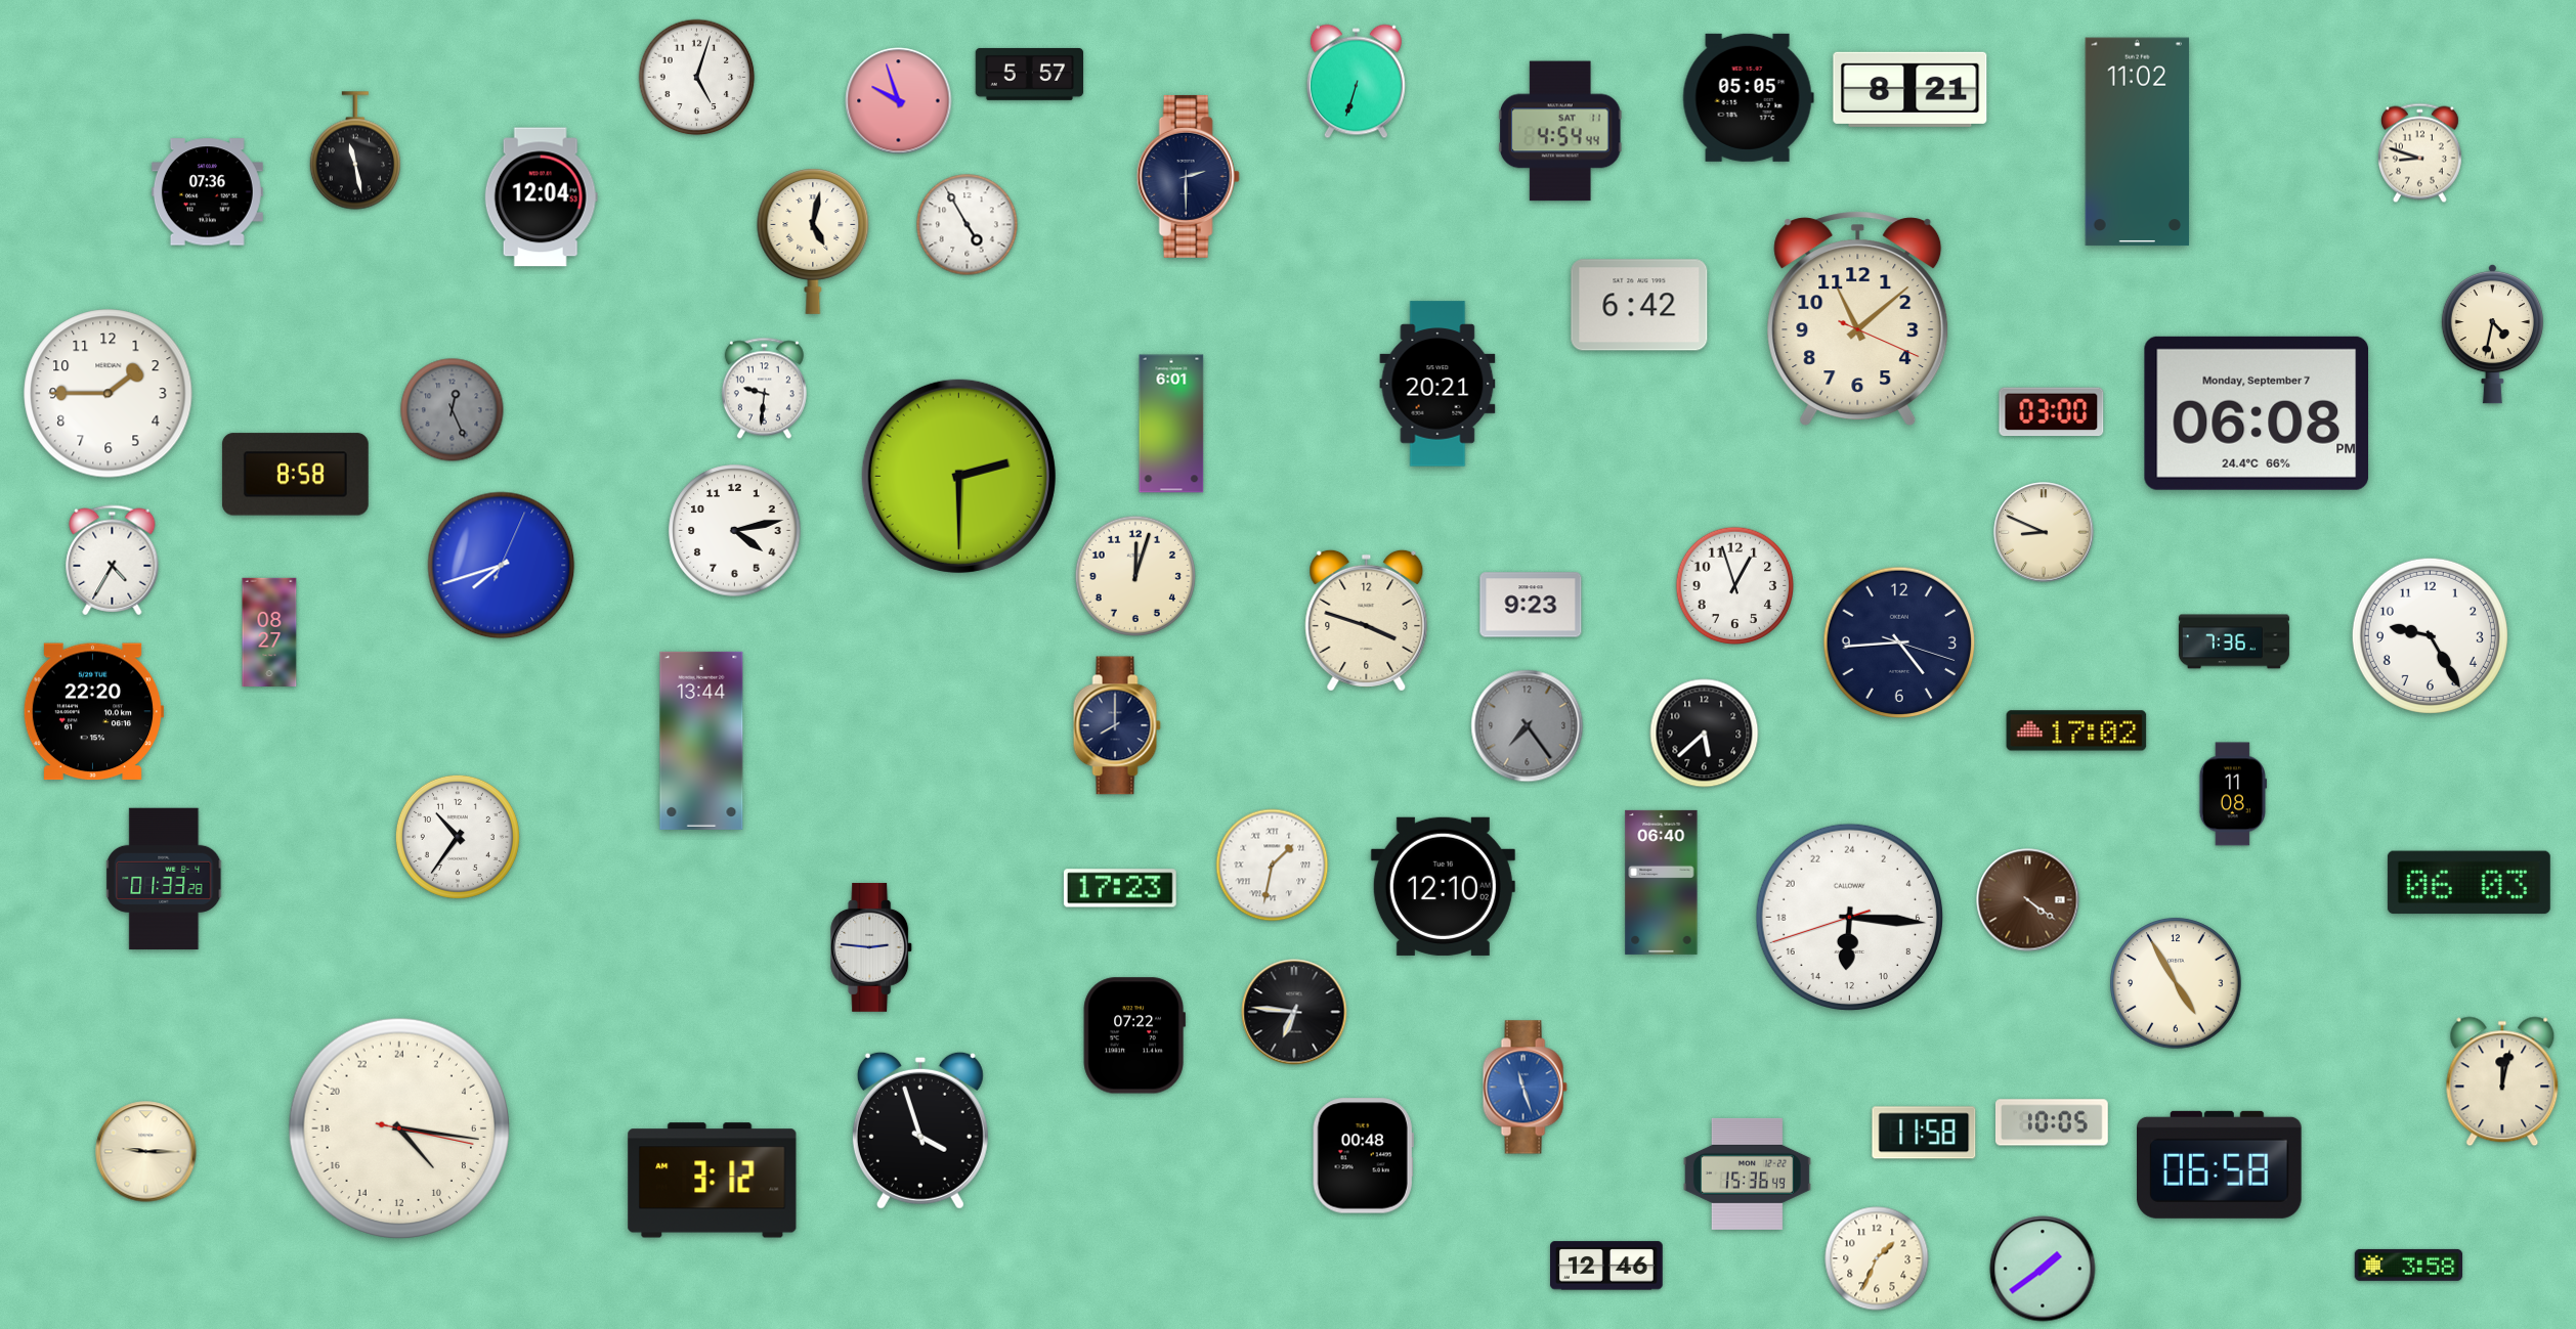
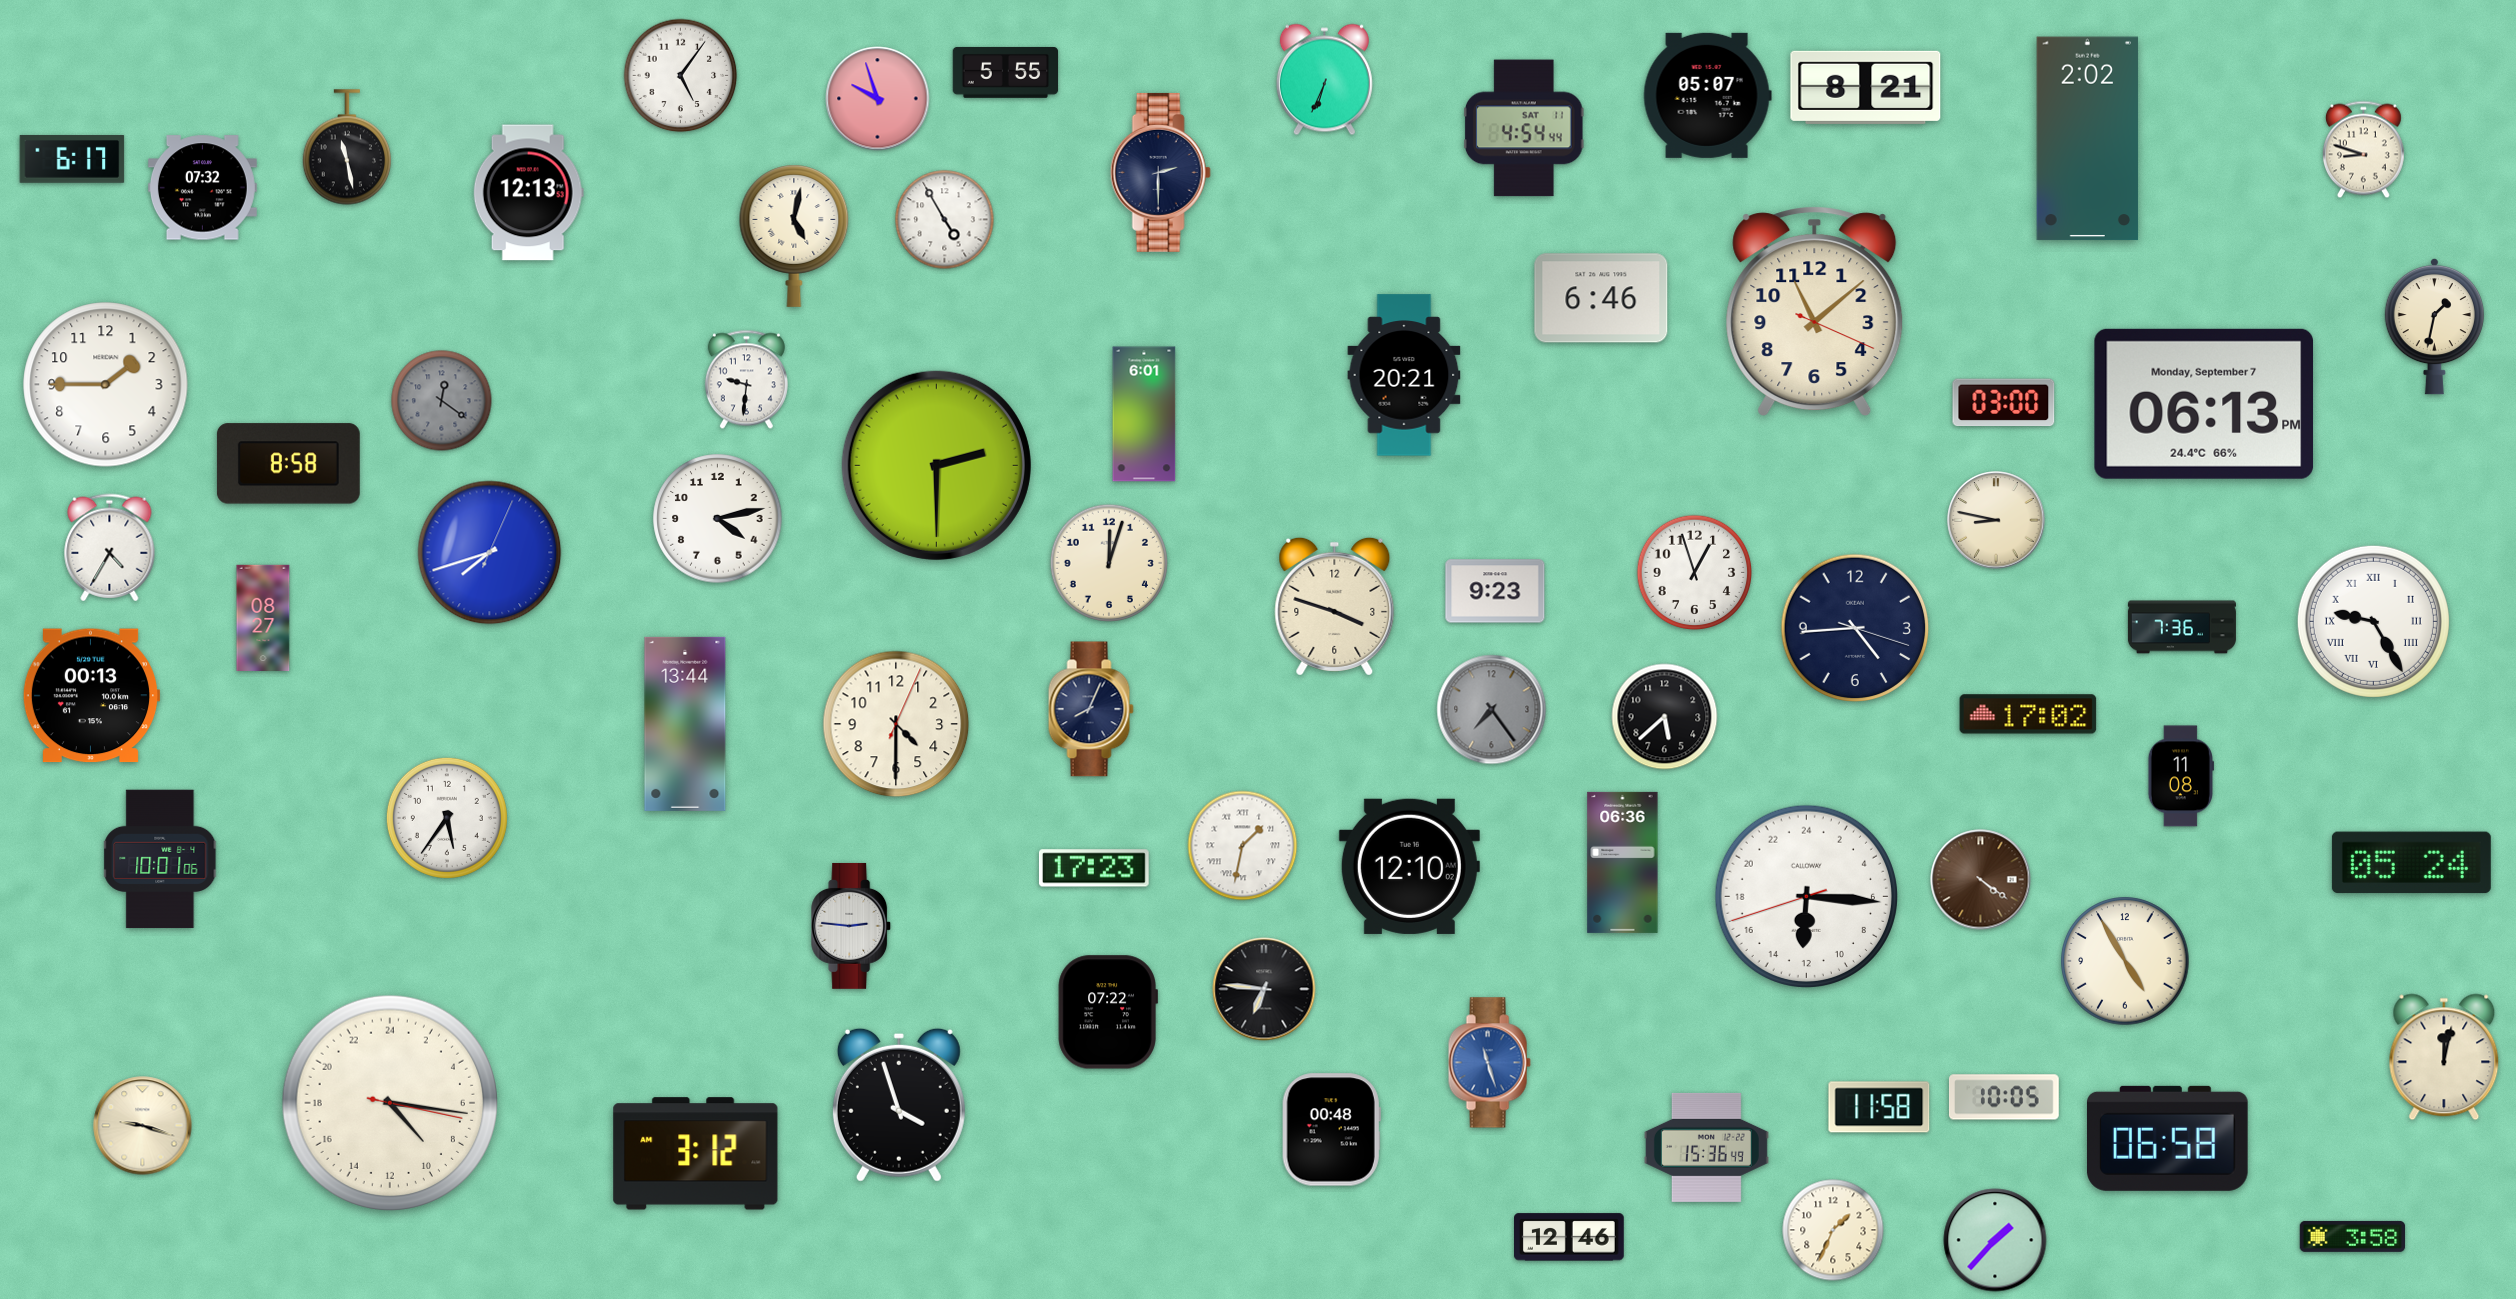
clock at (1030, 74): 5:57 -> 5:55
clock at (697, 78): 5:03 -> 5:06
clock at (1356, 82): 6:33 -> 6:34
clock at (1748, 97): 05:05 -> 05:07
clock at (2138, 142): 11:02 -> 2:02
clock at (72, 160): none -> 6:17
clock at (207, 192): 07:36 -> 07:32
clock at (541, 197): 12:04 -> 12:13
clock at (1639, 305): 6:42 -> 6:46
clock at (2492, 334): 4:32 -> 1:32
clock at (453, 410): 12:26 -> 12:21
clock at (2257, 413): 06:08 -> 06:13
clock at (2044, 532): 8:49 -> 8:47
clock at (2430, 635) numerals: Arabic -> Roman
clock at (93, 712): 22:20 -> 00:13
clock at (1117, 725): 8:00 -> 8:04
clock at (896, 724): none -> 4:30
clock at (458, 837): 10:36 -> 5:36
clock at (165, 879): 01:33 -> 10:01
clock at (1662, 882): 06:40 -> 06:36
clock at (2468, 883): 06:03 -> 05:24
clock at (146, 1152): 9:15 -> 9:18
clock at (2043, 1269): 1:39 -> 1:37
